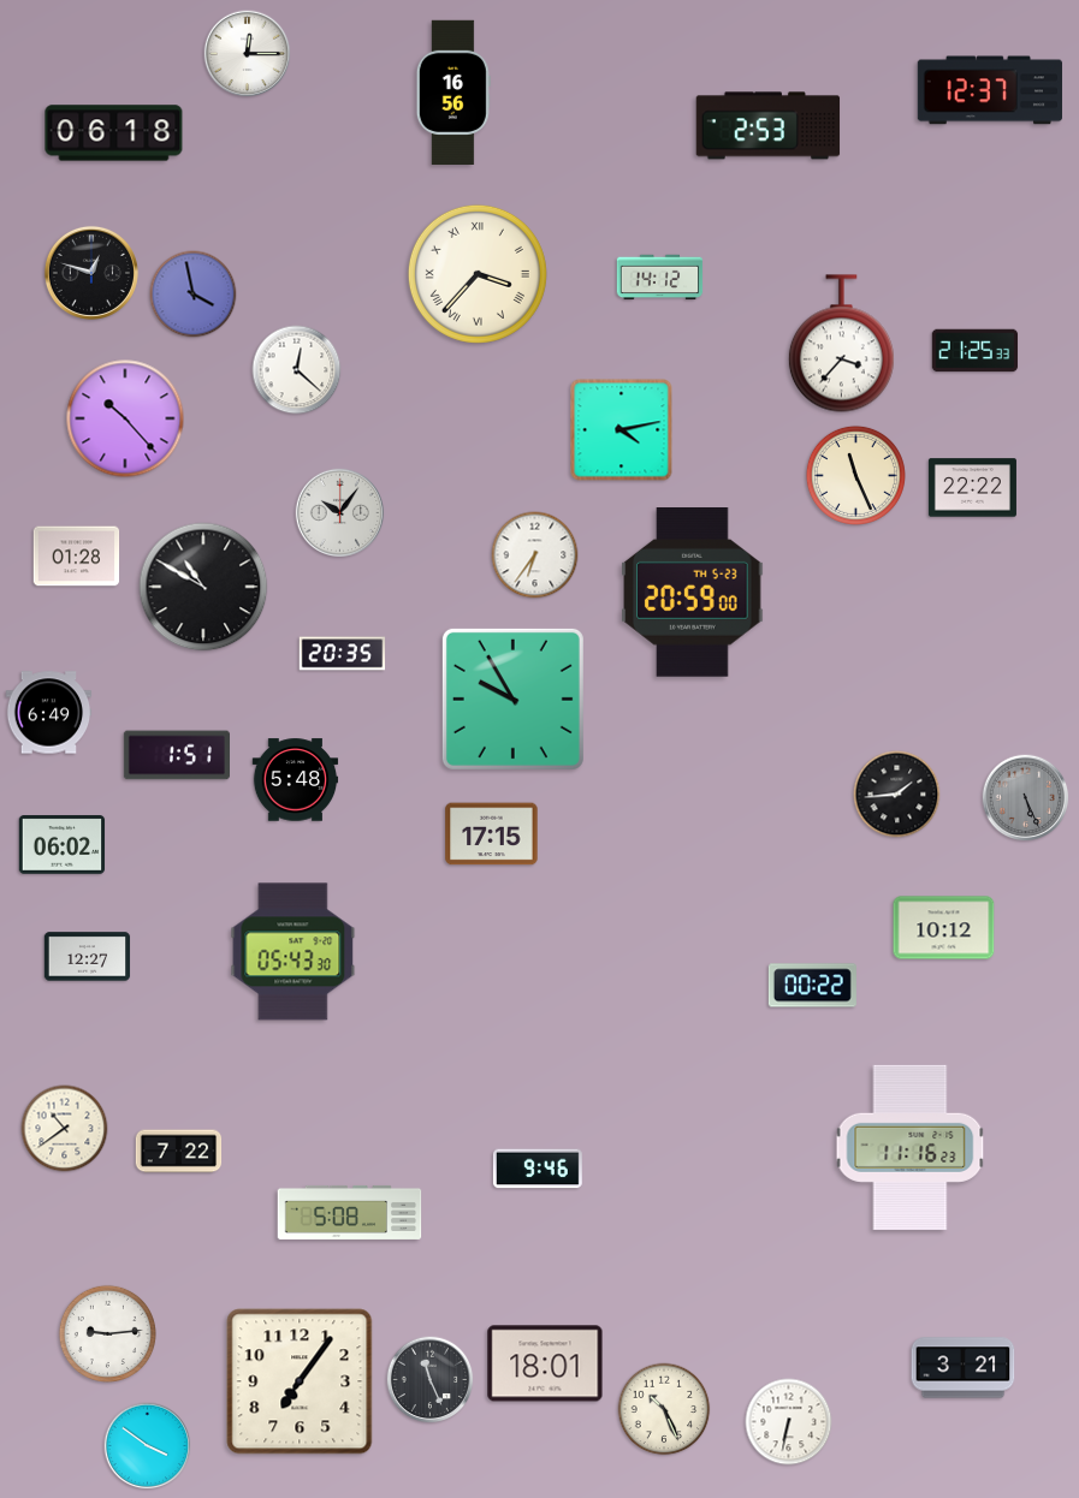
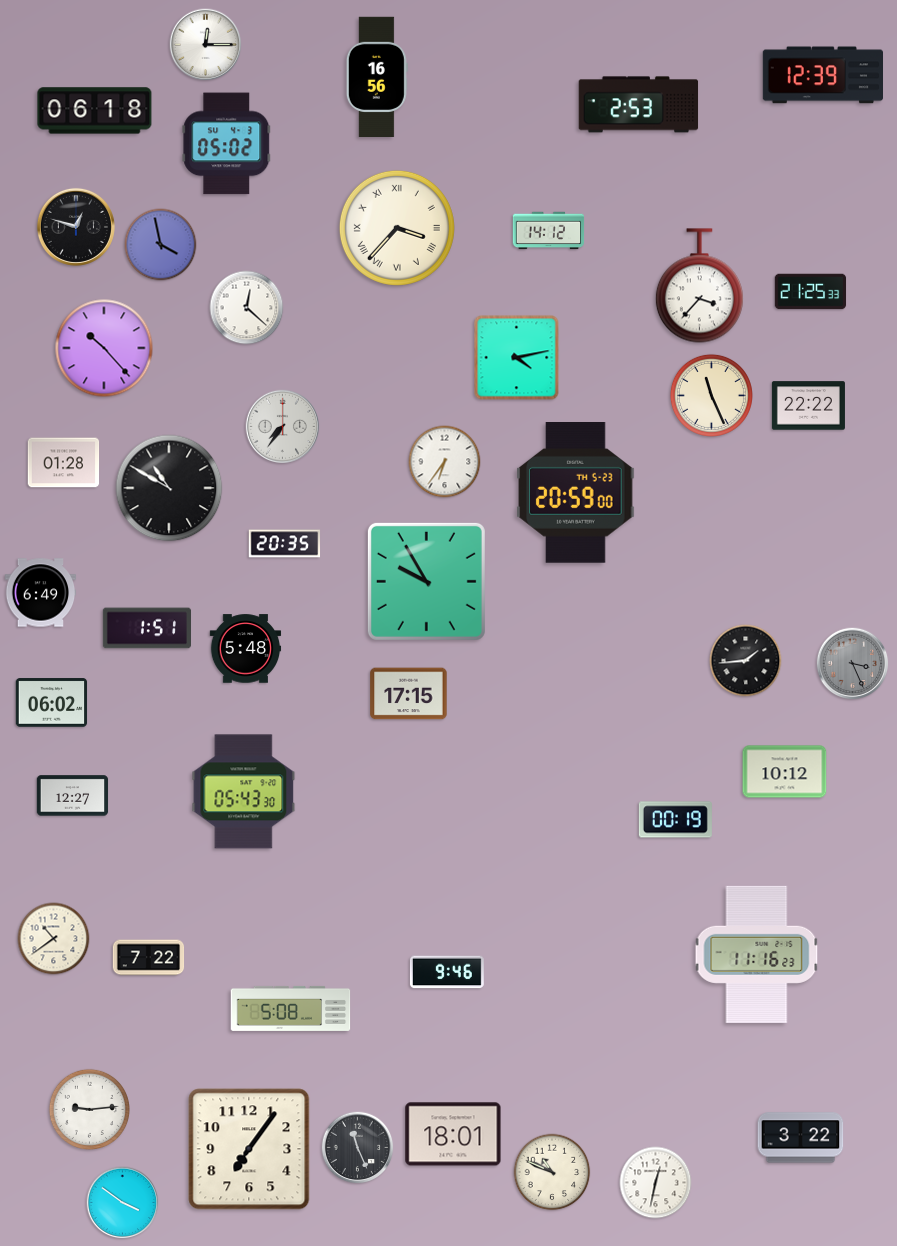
clock at (989, 90): 12:37 -> 12:39
clock at (227, 144): none -> 05:02
clock at (340, 513): 10:06 -> 7:36
clock at (1026, 798): 5:26 -> 3:26
clock at (812, 986): 00:22 -> 00:19
clock at (964, 1368): 3:21 -> 3:22
clock at (664, 1409): 10:26 -> 10:49
clock at (789, 1422): 6:32 -> 12:32
